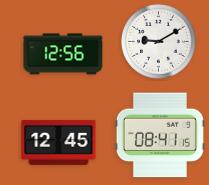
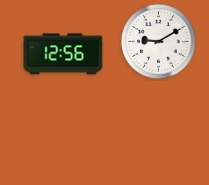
clock at (160, 135): 08:41 -> none
clock at (59, 142): 12:45 -> none
